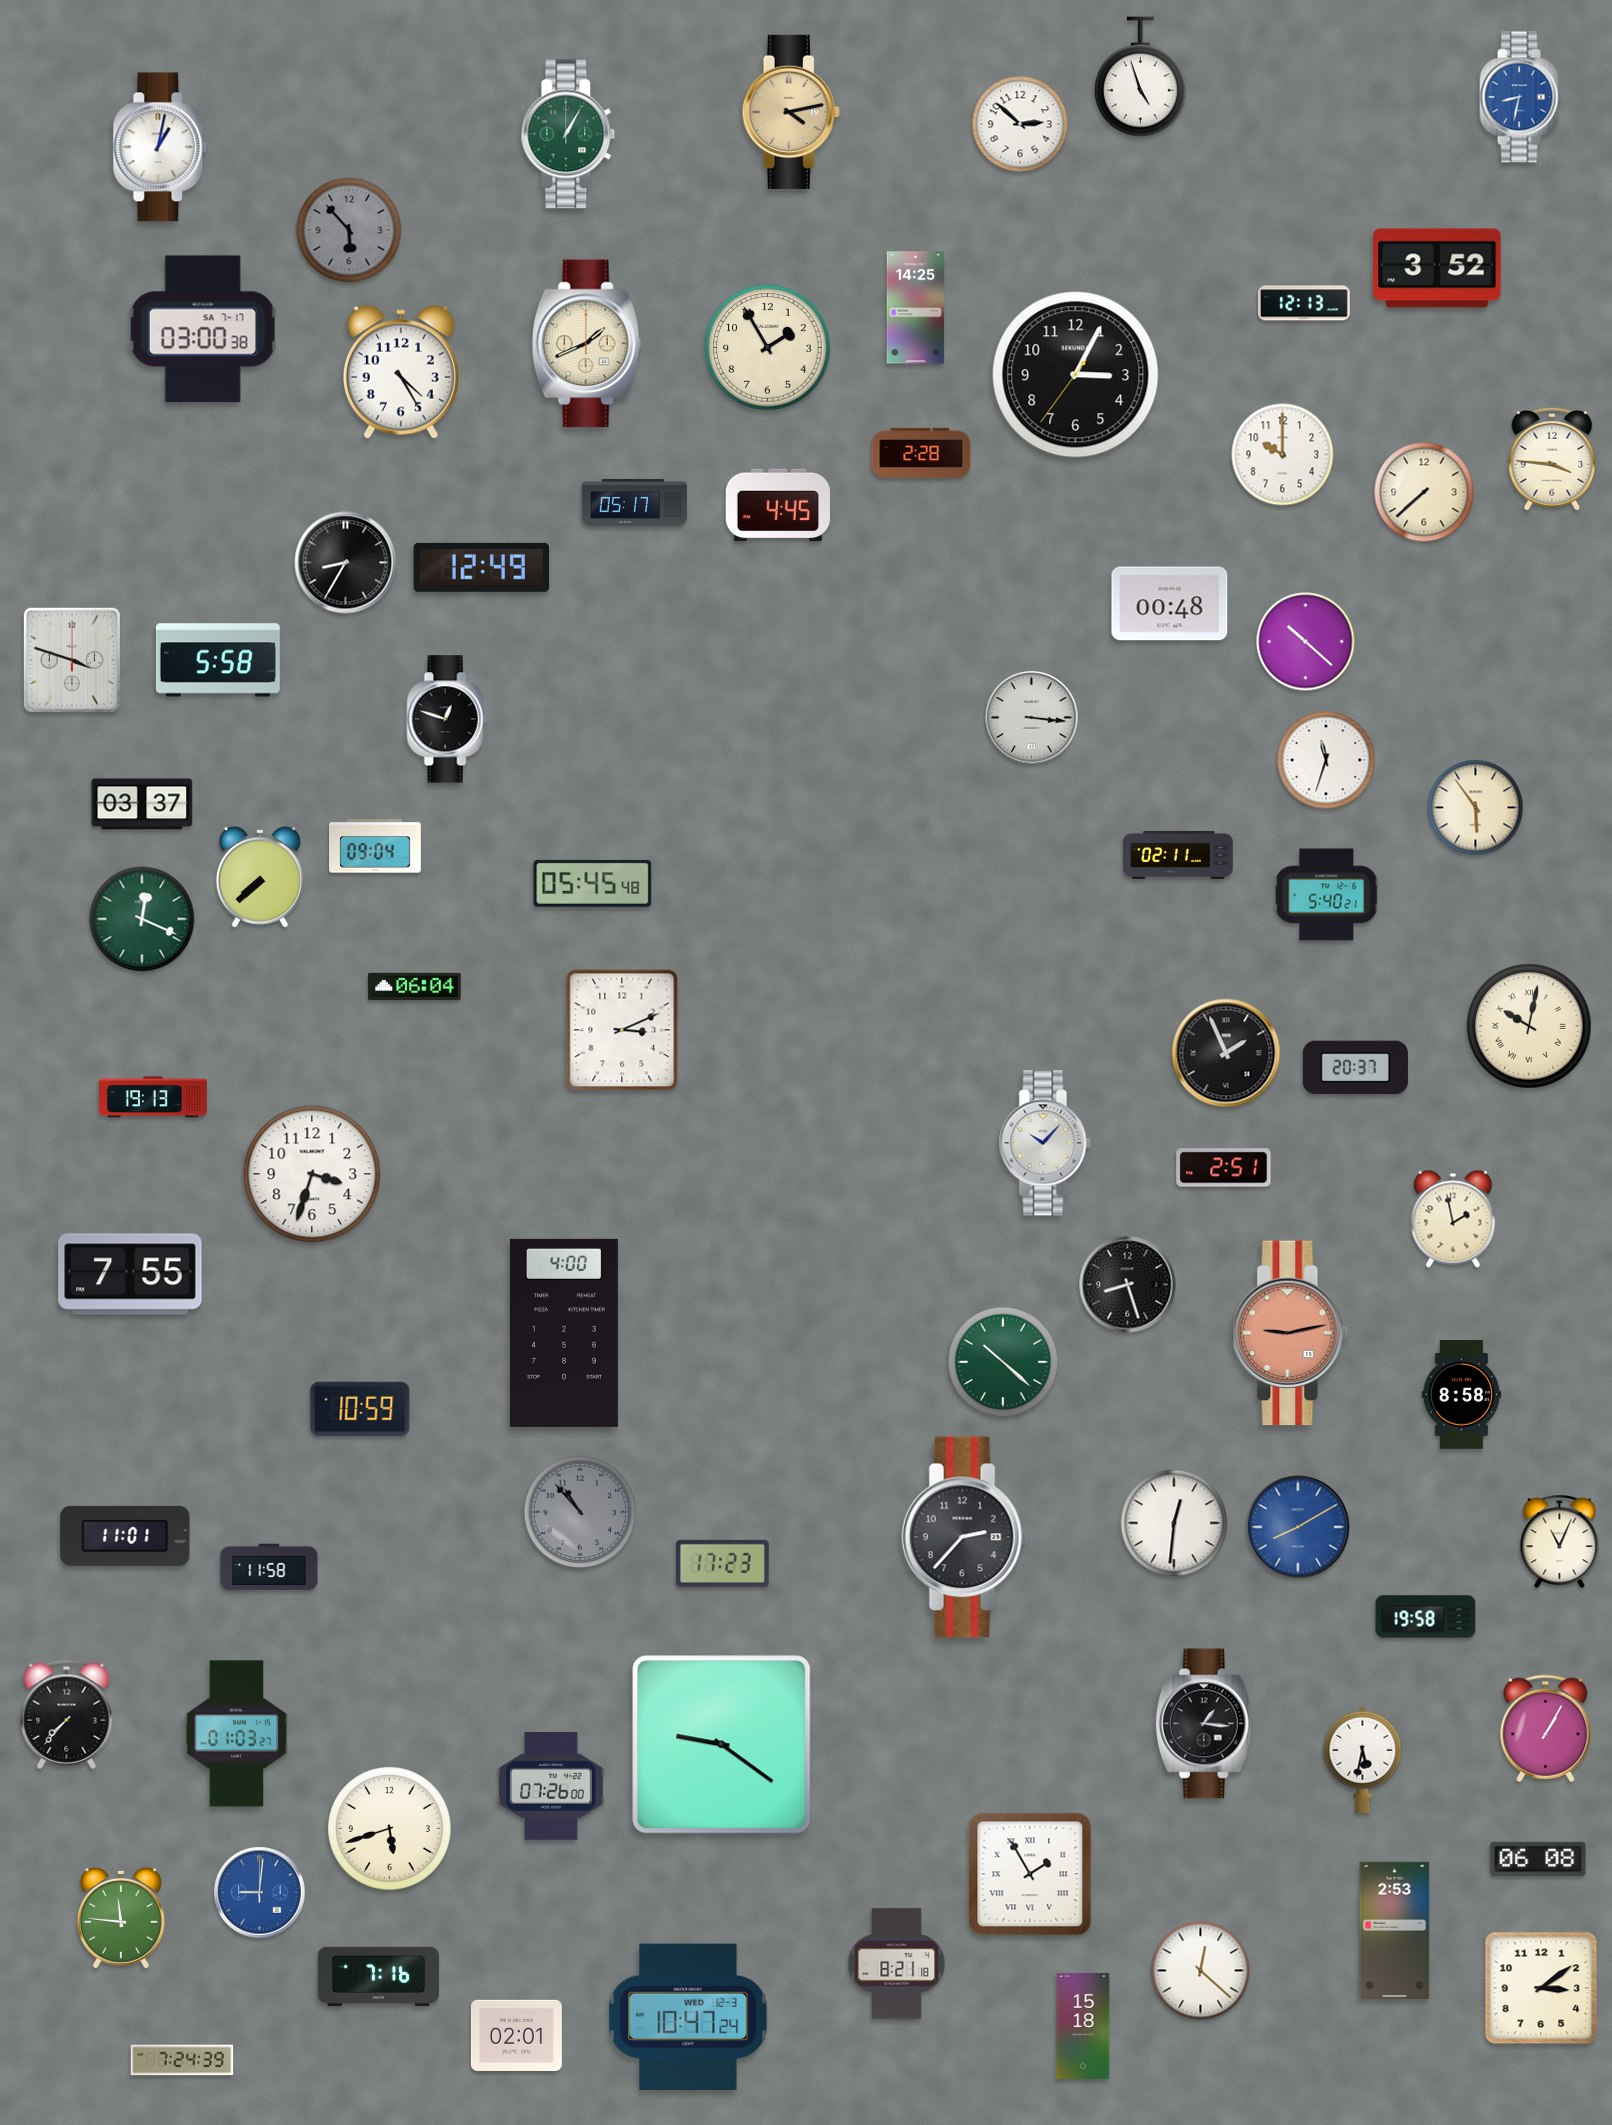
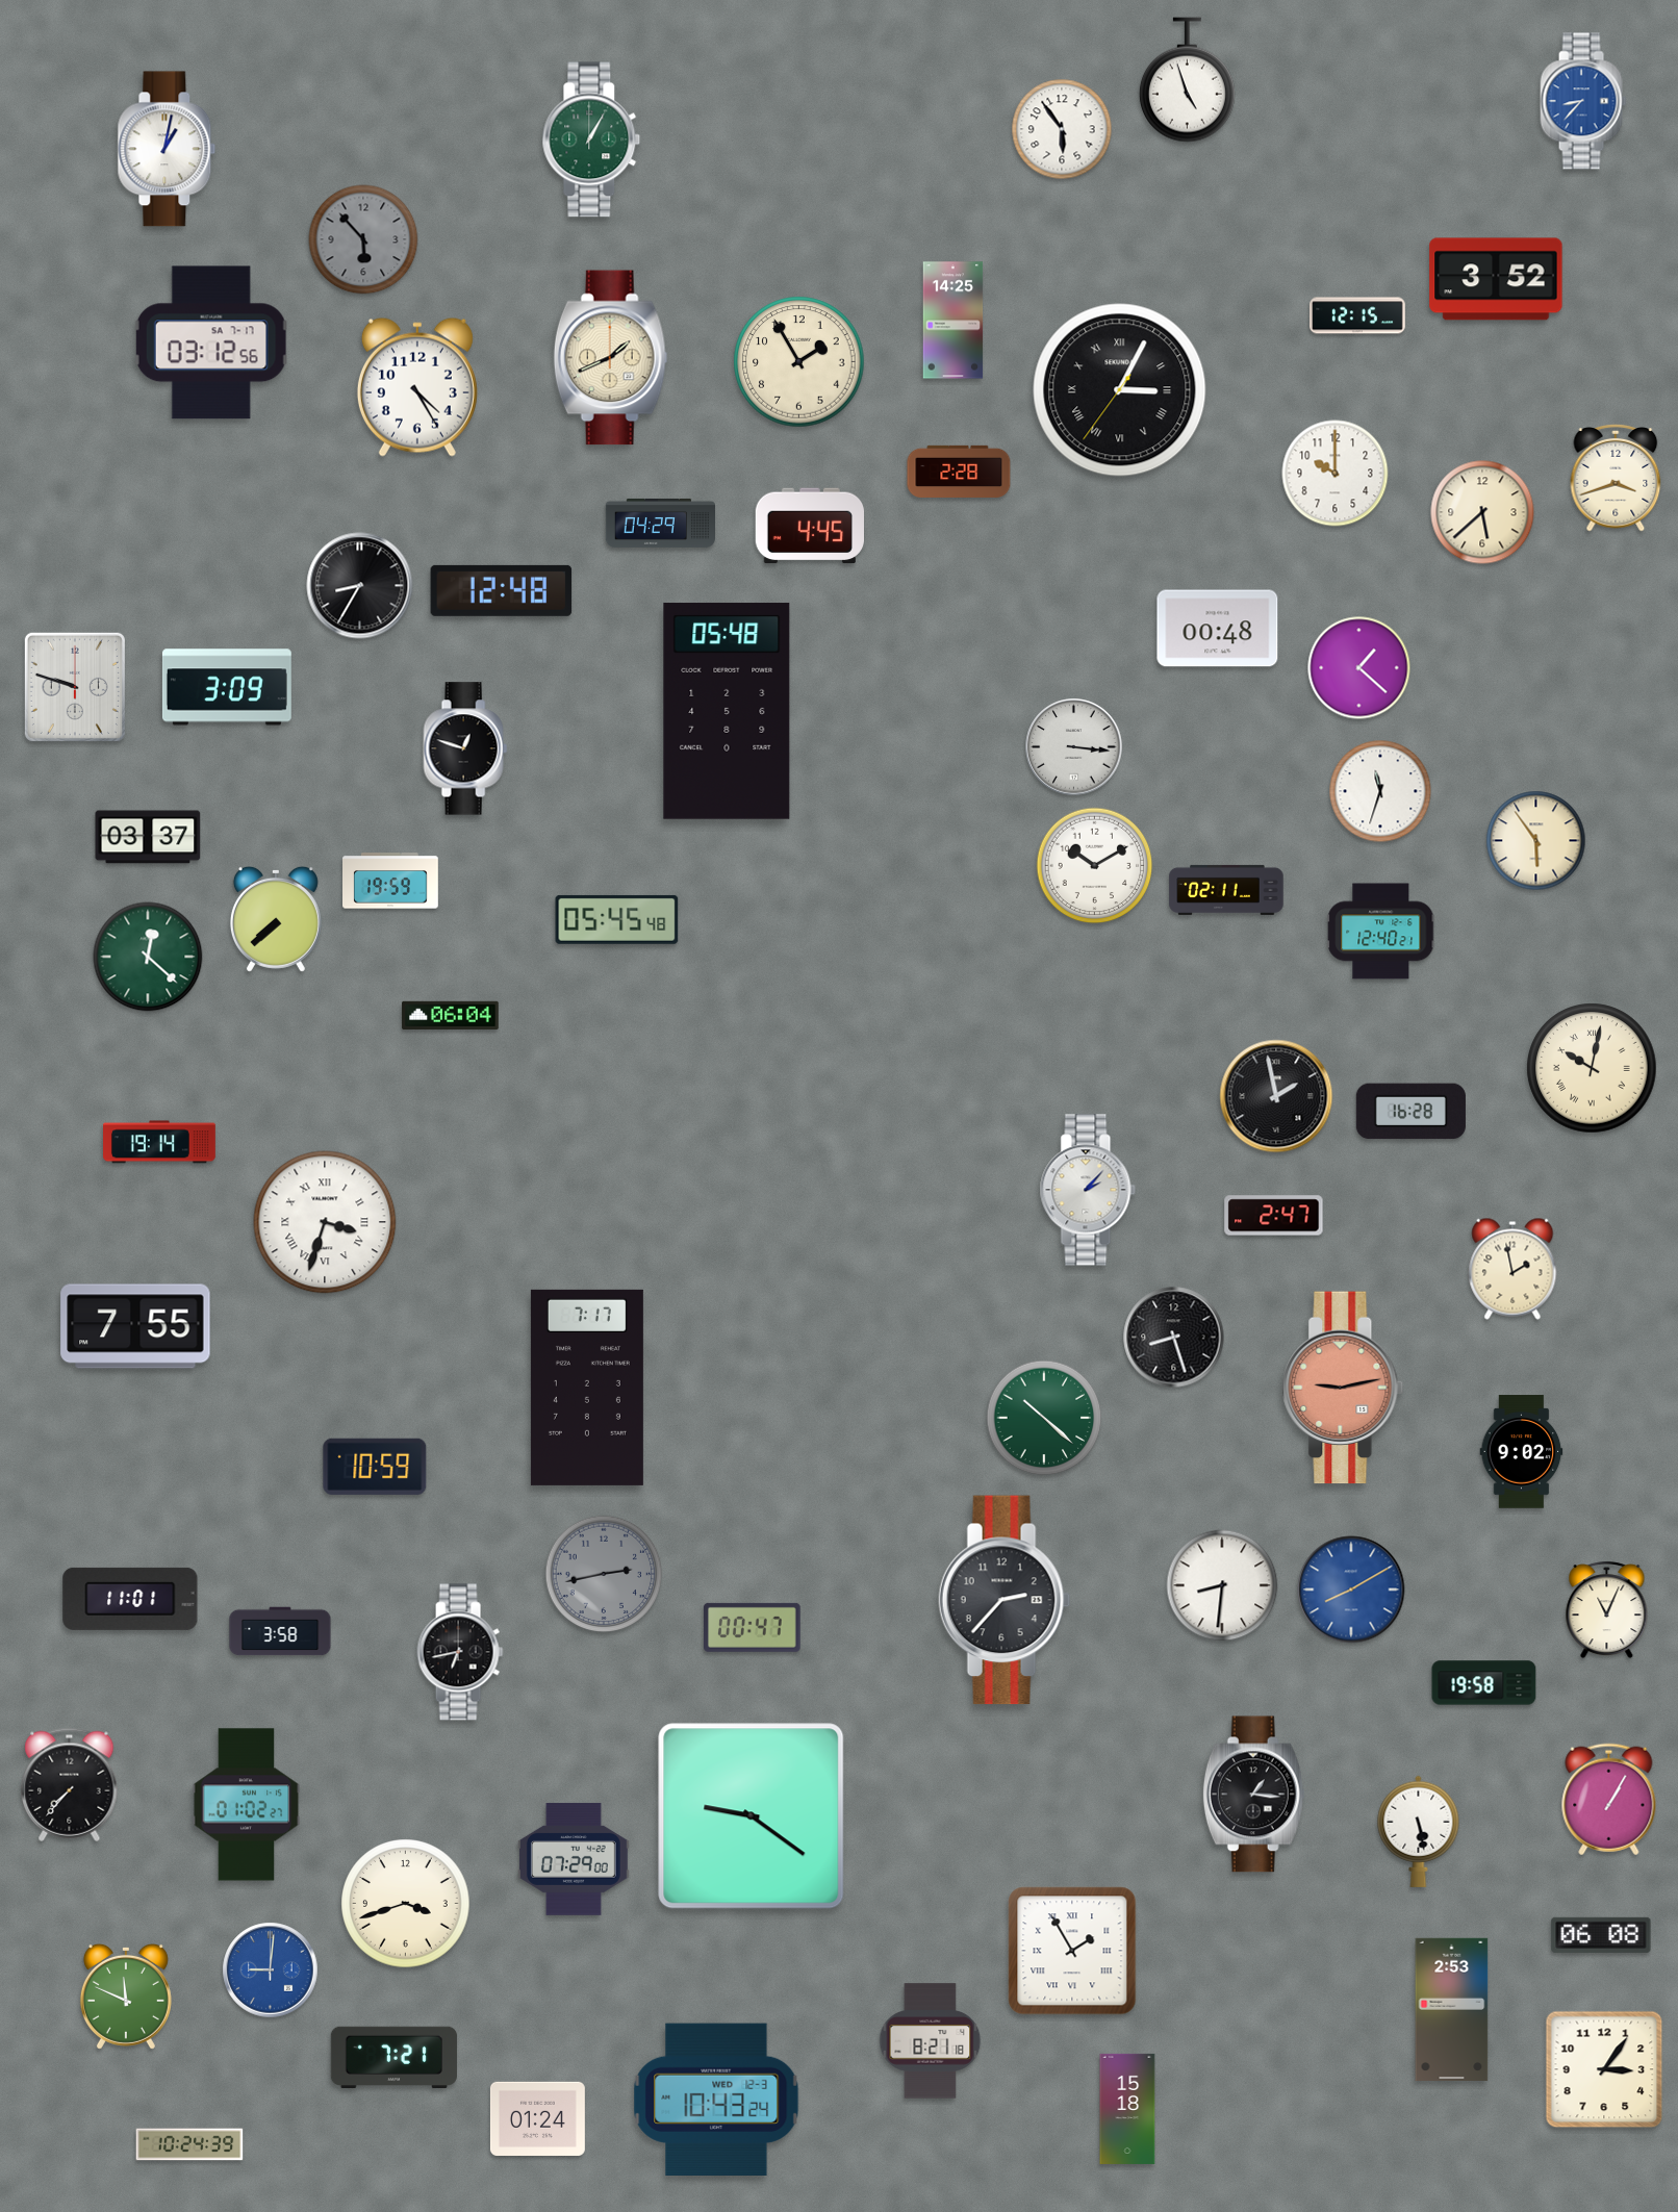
clock at (1521, 97): 8:32 -> 8:37
clock at (791, 112): 4:13 -> none
clock at (1020, 124): 2:52 -> 5:54
clock at (160, 147) position: (160, 147) -> (167, 149)
clock at (1304, 303): 12:13 -> 12:15
clock at (203, 329): 03:00 -> 03:12
clock at (1076, 375) numerals: Arabic -> Roman
clock at (1552, 460): 3:46 -> 3:42
clock at (1424, 492): 7:38 -> 5:38
clock at (634, 502): 05:17 -> 04:29
clock at (482, 567): 12:49 -> 12:48
clock at (1306, 642): 10:22 -> 1:22
clock at (72, 660): 3:48 -> 9:48
clock at (218, 660): 5:58 -> 3:09
clock at (727, 711): none -> 05:48
clock at (1095, 866): none -> 10:10
clock at (376, 846): 09:04 -> 19:59
clock at (260, 877) position: (260, 877) -> (276, 919)
clock at (1327, 895): 5:40 -> 12:40
clock at (142, 919): 12:19 -> 12:22
clock at (415, 987) position: (415, 987) -> (451, 1016)
clock at (622, 1030): 3:11 -> none
clock at (1226, 1053): 1:56 -> 1:58
clock at (1355, 1068): 20:37 -> 16:28
clock at (154, 1097): 19:13 -> 19:14
clock at (1045, 1143): 10:07 -> 2:07
clock at (1224, 1168): 2:51 -> 2:47
clock at (312, 1174) numerals: Arabic -> Roman
clock at (564, 1333): 4:00 -> 7:17
clock at (1462, 1395): 8:58 -> 9:02
clock at (580, 1512): 10:53 -> 2:43
clock at (1174, 1523): 12:31 -> 8:31
clock at (1560, 1542) position: (1560, 1542) -> (1607, 1610)
clock at (723, 1563): 17:23 -> 00:47
clock at (269, 1567): 11:58 -> 3:58
clock at (460, 1652): none -> 6:43
clock at (237, 1734): 01:03 -> 01:02
clock at (1363, 1759): 5:32 -> 5:28
clock at (551, 1786): 07:26 -> 07:29
clock at (390, 1829): 5:42 -> 3:42
clock at (121, 1918): 11:46 -> 11:49
clock at (897, 1964) position: (897, 1964) -> (931, 2041)
clock at (1201, 1971): 12:22 -> none
clock at (378, 1976): 7:16 -> 7:21
clock at (1541, 1988): 3:09 -> 3:06
clock at (688, 2016): 10:47 -> 10:43
clock at (516, 2035): 02:01 -> 01:24
clock at (182, 2060): 7:24 -> 10:24
